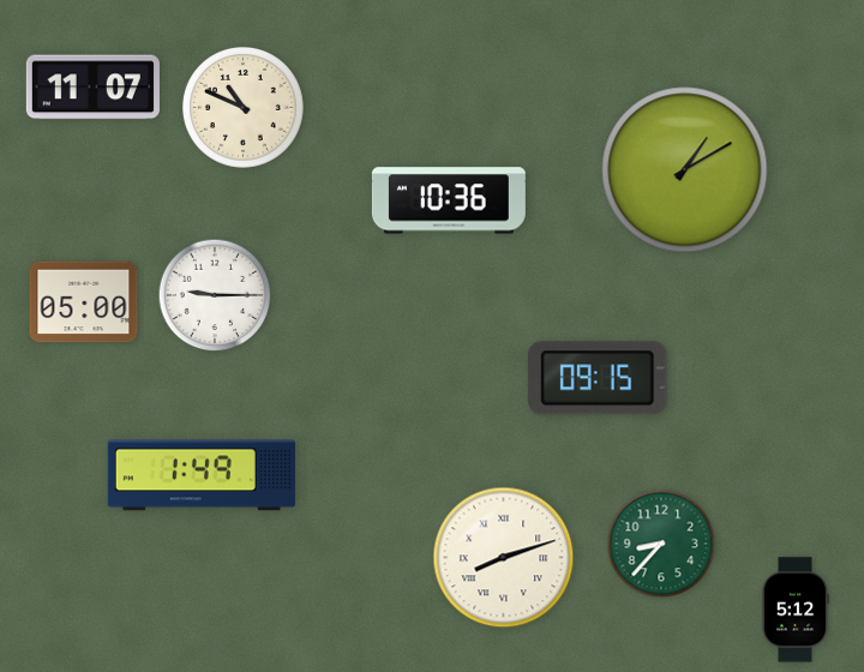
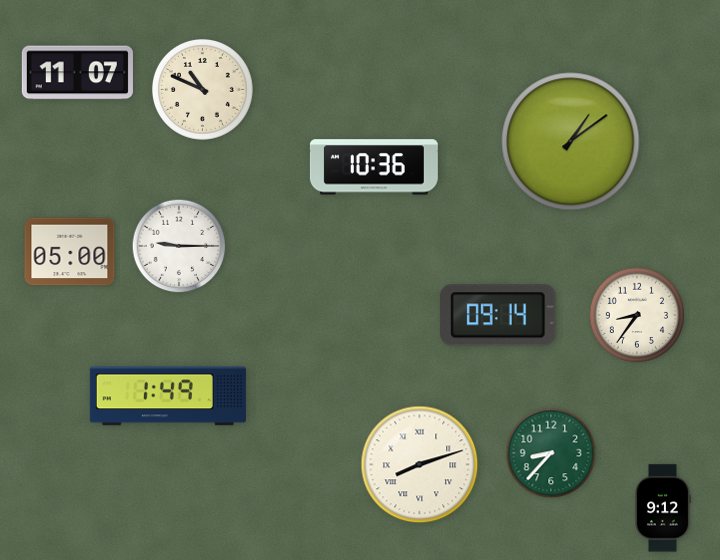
clock at (685, 170): 1:10 -> 1:09
clock at (598, 378): 09:15 -> 09:14
clock at (637, 315): none -> 8:36
clock at (796, 610): 5:12 -> 9:12
